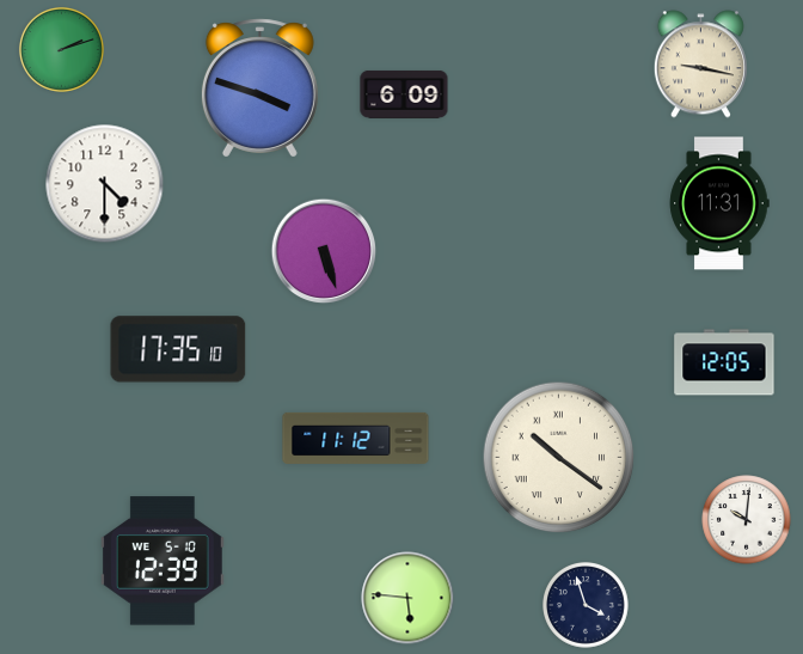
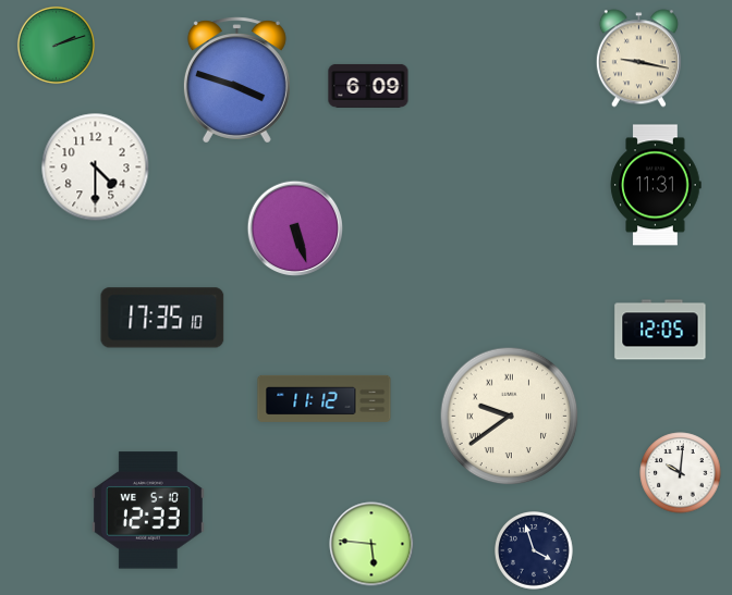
clock at (559, 458): 10:21 -> 9:39
clock at (163, 561): 12:39 -> 12:33
